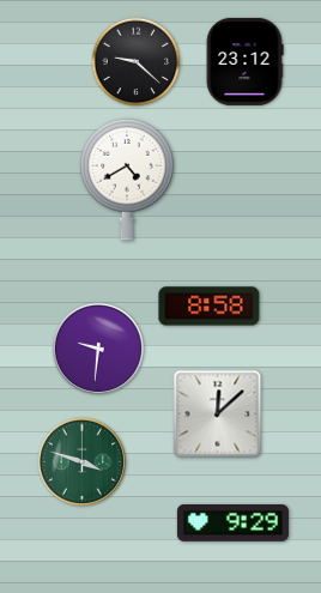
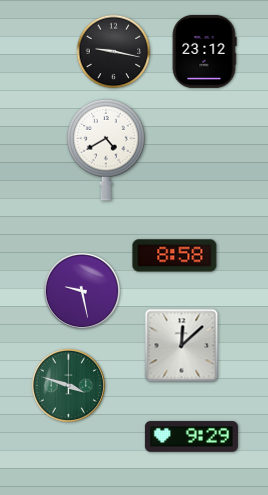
clock at (137, 62): 9:22 -> 9:17
clock at (98, 349): 9:31 -> 9:28
clock at (232, 524) position: (232, 524) -> (191, 437)
